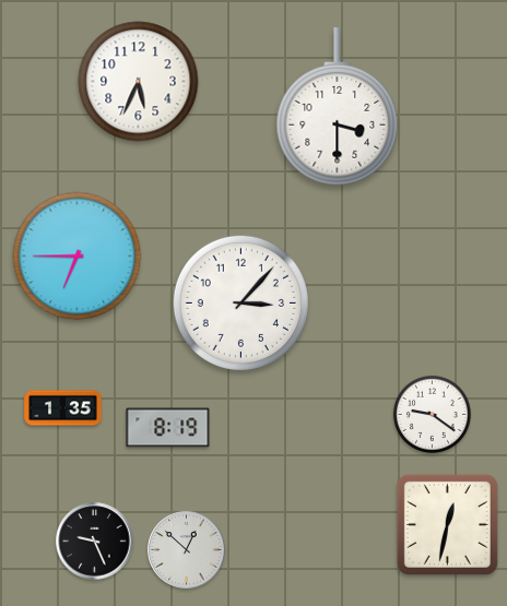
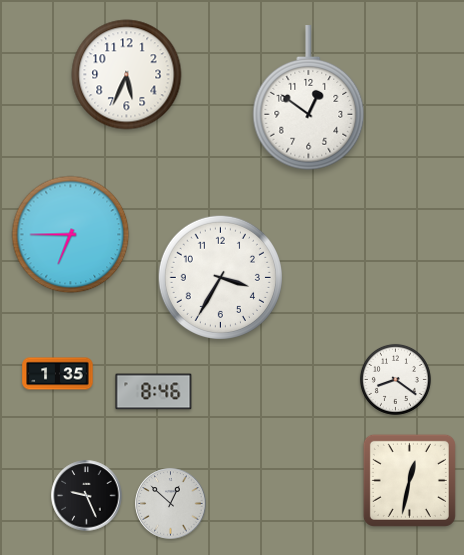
clock at (338, 107): 3:30 -> 12:51
clock at (240, 302): 3:07 -> 3:35
clock at (432, 414): 9:21 -> 8:21
clock at (168, 428): 8:19 -> 8:46
